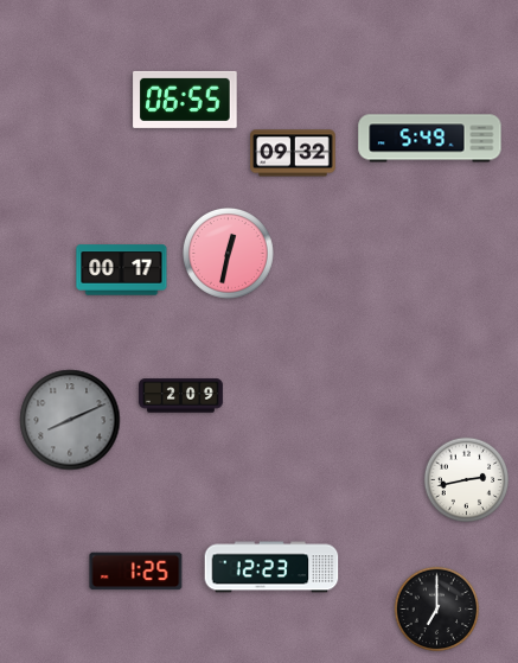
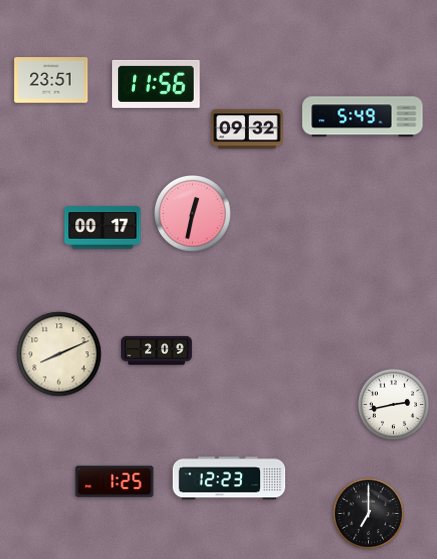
clock at (51, 80): none -> 23:51
clock at (185, 100): 06:55 -> 11:56
clock at (181, 396) position: (181, 396) -> (157, 351)
clock at (70, 420) dial: grey -> cream
